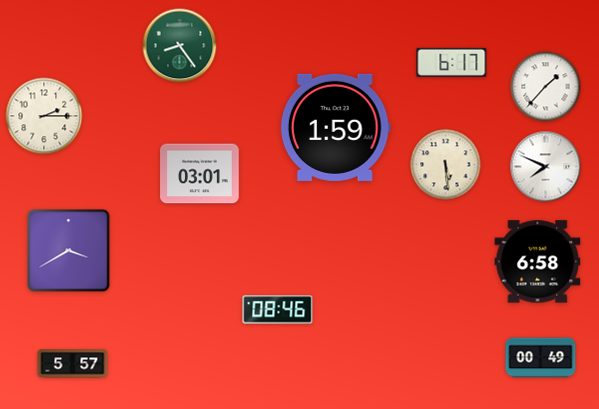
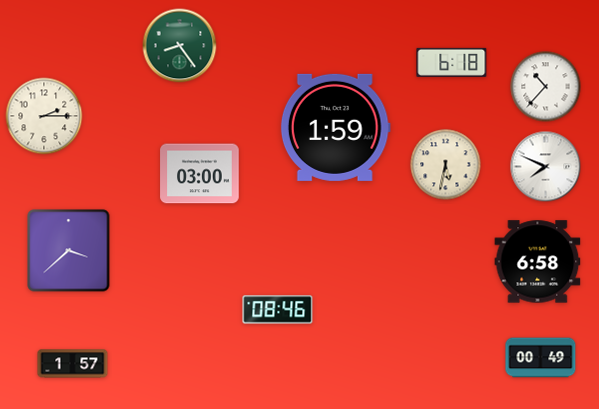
clock at (452, 62): 6:17 -> 6:18
clock at (546, 87): 1:37 -> 10:37
clock at (446, 165): 5:29 -> 5:32
clock at (200, 174): 03:01 -> 03:00
clock at (69, 251): 3:40 -> 3:38
clock at (73, 364): 5:57 -> 1:57
